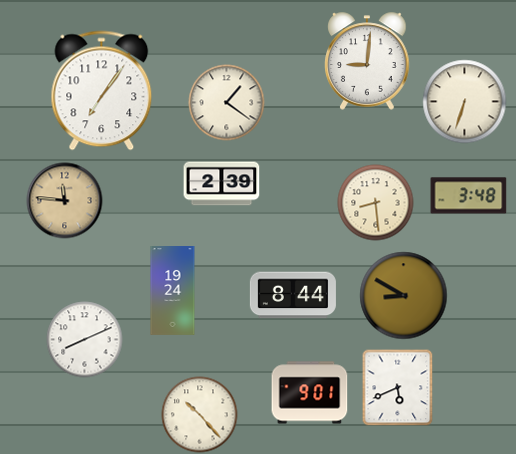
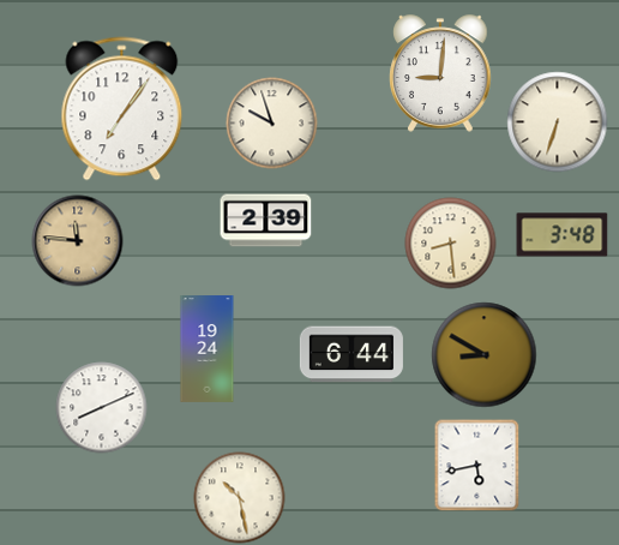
clock at (227, 103): 1:21 -> 9:57
clock at (293, 295): 8:44 -> 6:44
clock at (398, 387): 5:41 -> 5:43
clock at (310, 393): 9:01 -> none
clock at (200, 415): 10:23 -> 10:28
